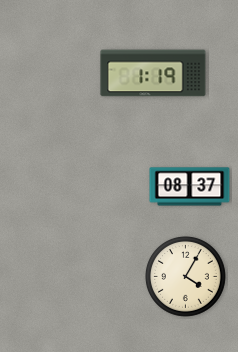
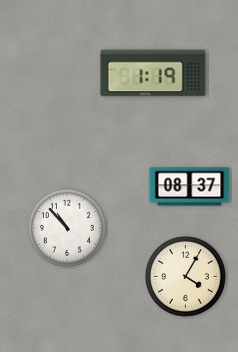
clock at (67, 228): none -> 10:53
